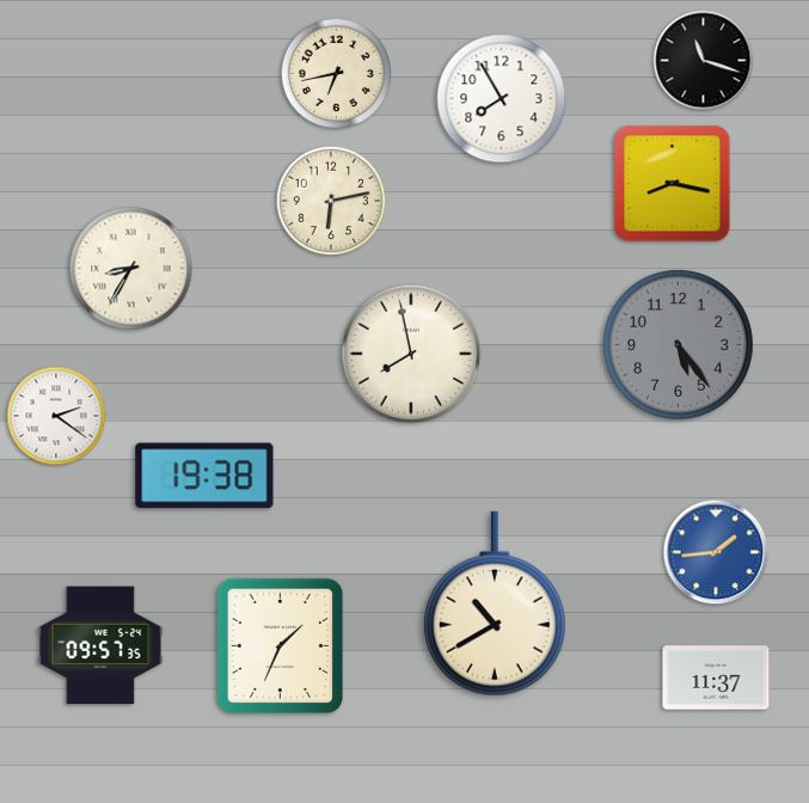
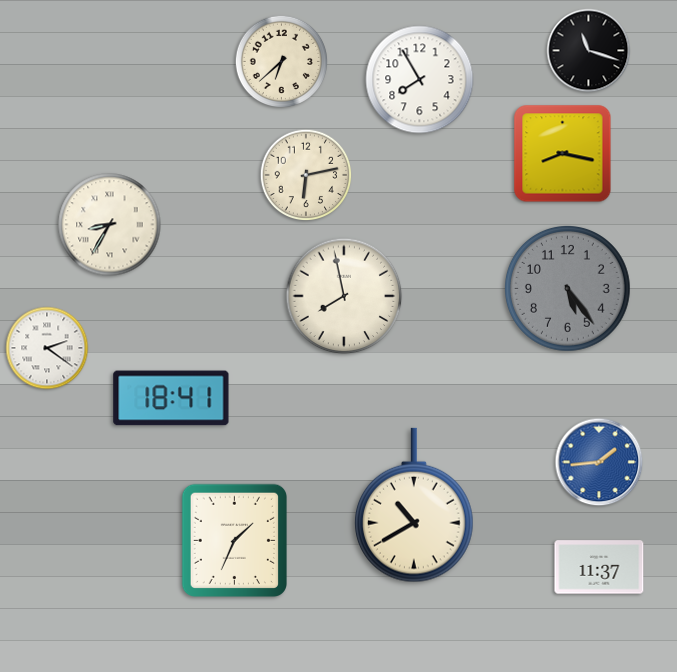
clock at (337, 74): 6:43 -> 6:38
clock at (502, 99) position: (502, 99) -> (420, 80)
clock at (331, 201) position: (331, 201) -> (306, 175)
clock at (204, 476): 19:38 -> 18:41
clock at (100, 645): 09:57 -> none
